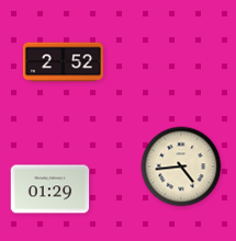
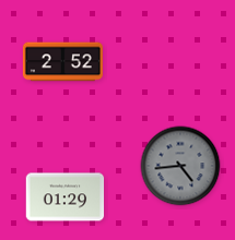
clock at (181, 167) dial: cream -> grey
clock at (50, 190) position: (50, 190) -> (66, 197)
